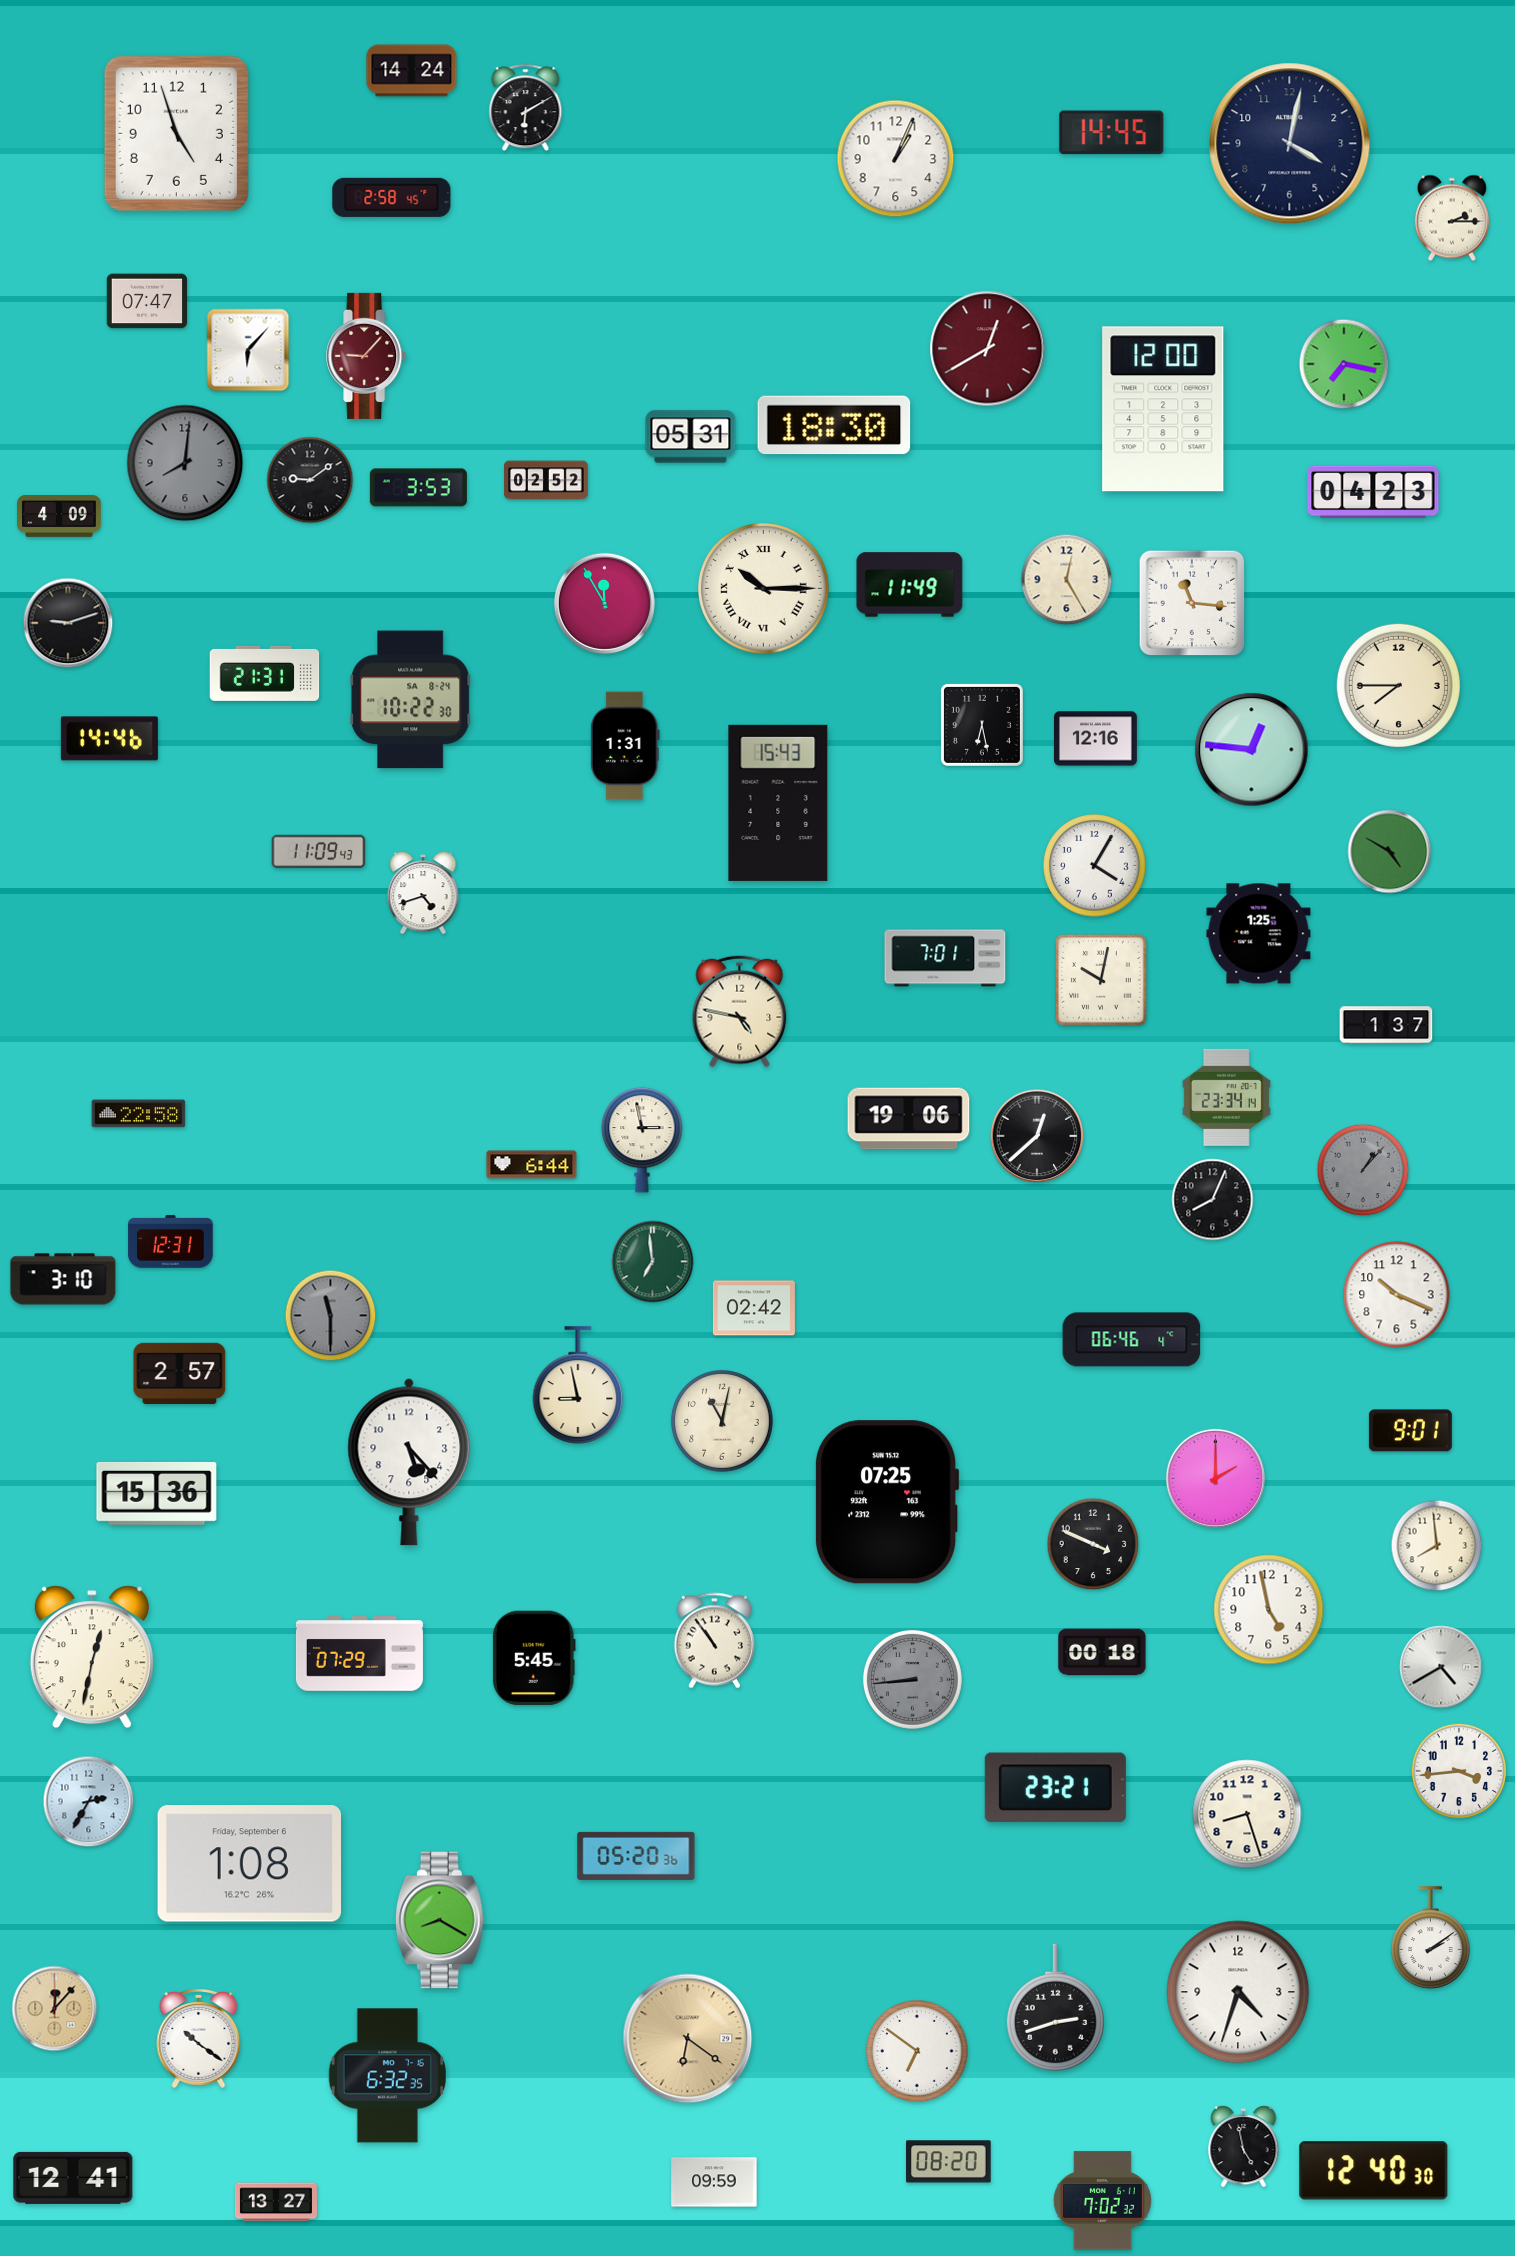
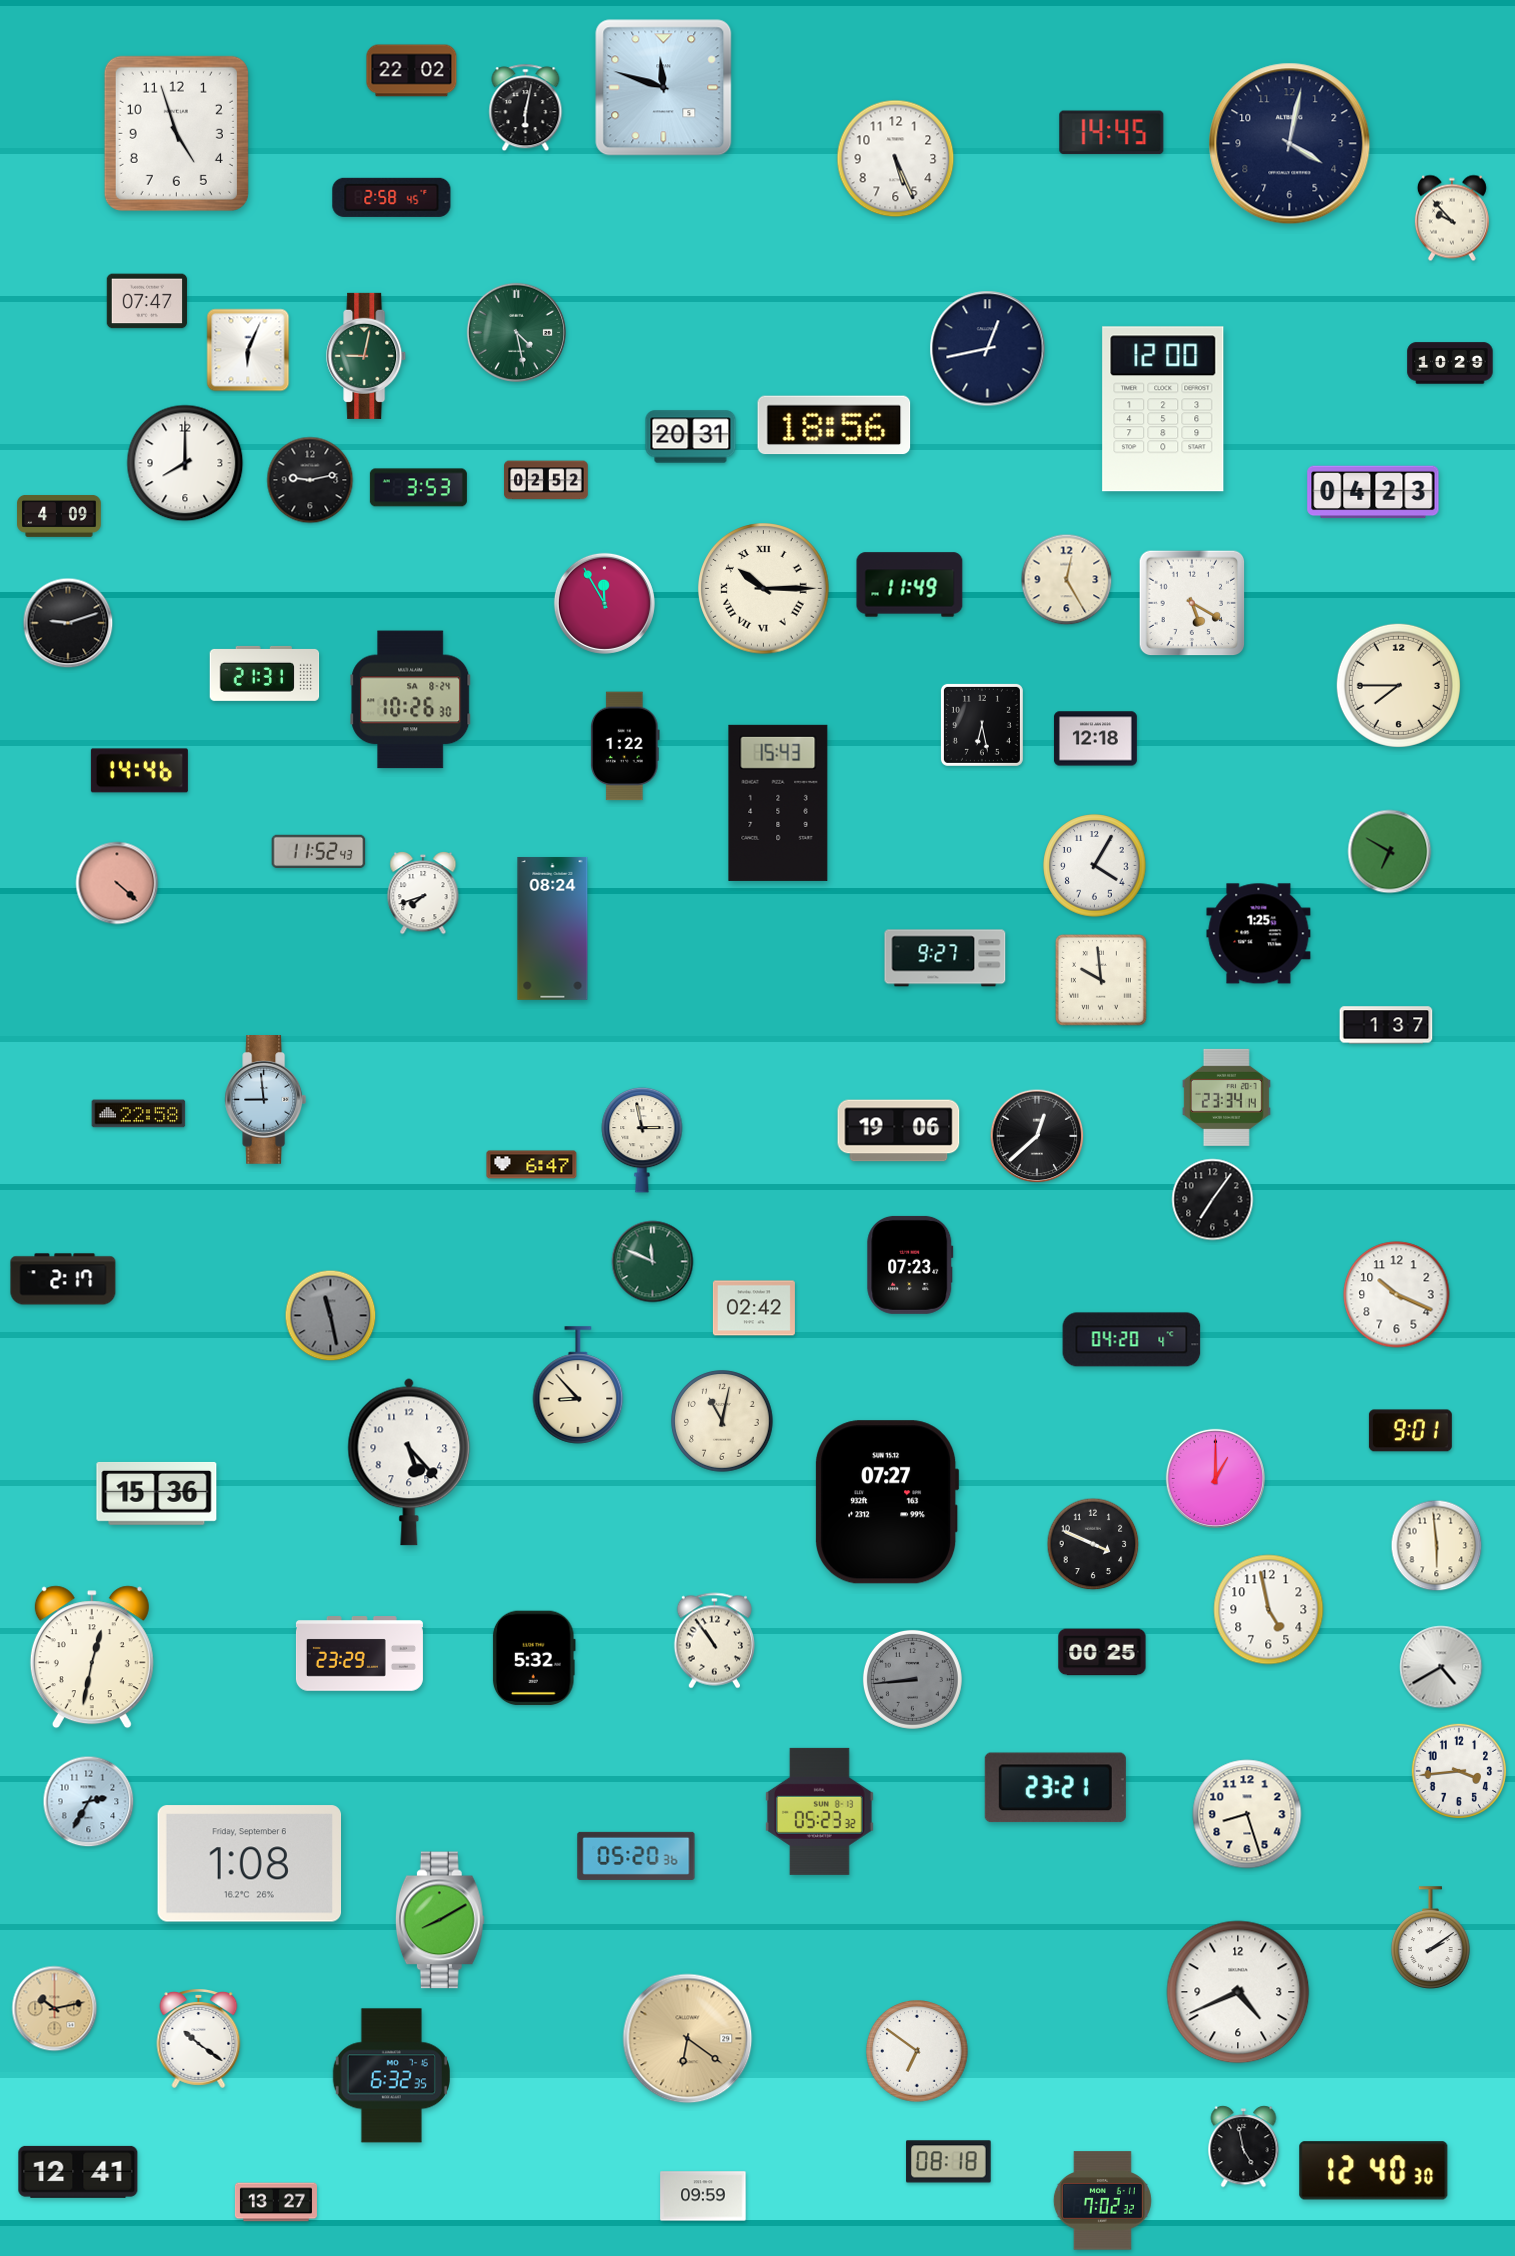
clock at (412, 71): 14:24 -> 22:02
clock at (664, 88): none -> 11:48
clock at (526, 108): 6:10 -> 6:02
clock at (896, 159): 1:04 -> 5:26
clock at (1452, 218): 2:15 -> 9:53
clock at (516, 332): none -> 4:28
clock at (988, 349): 12:40 -> 12:43
clock at (988, 349) dial: burgundy -> navy
clock at (248, 350): 6:07 -> 6:04
clock at (367, 356): 9:07 -> 9:02
clock at (367, 356) dial: burgundy -> green
clock at (1450, 363): none -> 10:29
clock at (1344, 364): 7:17 -> none
clock at (834, 425): 18:30 -> 18:56
clock at (691, 437): 05:31 -> 20:31
clock at (185, 463): 8:01 -> 8:00
clock at (185, 463) dial: grey -> white
clock at (310, 480): 9:09 -> 9:13
clock at (1192, 603): 11:16 -> 5:20
clock at (411, 700): 10:22 -> 10:26
clock at (109, 739) position: (109, 739) -> (139, 771)
clock at (1095, 739): 12:16 -> 12:18
clock at (626, 746): 1:31 -> 1:22
clock at (1252, 750): 12:46 -> none
clock at (319, 851): 11:09 -> 11:52
clock at (1390, 852): 4:50 -> 6:50
clock at (117, 883): none -> 4:22
clock at (423, 894): 4:42 -> 7:42
clock at (553, 928): none -> 08:24
clock at (945, 958): 7:01 -> 9:27
clock at (1102, 981): 10:02 -> 9:59
clock at (740, 1012): 4:47 -> none
clock at (266, 1100): none -> 8:59
clock at (909, 1119) position: (909, 1119) -> (899, 1131)
clock at (532, 1165): 6:44 -> 6:47
clock at (1363, 1170): 1:07 -> none
clock at (1213, 1200): 8:04 -> 7:06
clock at (171, 1242): 12:31 -> none
clock at (653, 1262): 6:59 -> 11:49
clock at (910, 1265): none -> 07:23
clock at (63, 1279): 3:10 -> 2:17
clock at (331, 1316): 11:30 -> 11:28
clock at (1132, 1340): 06:46 -> 04:20
clock at (180, 1373): 2:57 -> none
clock at (578, 1385): 8:58 -> 8:53
clock at (1215, 1478): 2:00 -> 1:00
clock at (888, 1502): 07:25 -> 07:27
clock at (1437, 1546): 7:59 -> 5:59
clock at (1102, 1652): 00:18 -> 00:25
clock at (359, 1654): 07:29 -> 23:29
clock at (534, 1658): 5:45 -> 5:32
clock at (819, 1811): none -> 05:23
clock at (440, 1920): 8:20 -> 8:10
clock at (1238, 1992): 4:33 -> 4:41
clock at (1055, 2008): 2:42 -> none
clock at (55, 2009): 12:07 -> 10:13
clock at (387, 2076) position: (387, 2076) -> (391, 2076)
clock at (949, 2162): 08:20 -> 08:18
clock at (73, 2178) position: (73, 2178) -> (78, 2172)
clock at (714, 2182) position: (714, 2182) -> (703, 2196)
